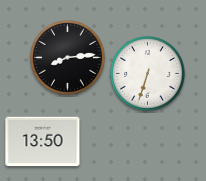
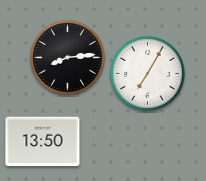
clock at (148, 74): 6:33 -> 7:05
